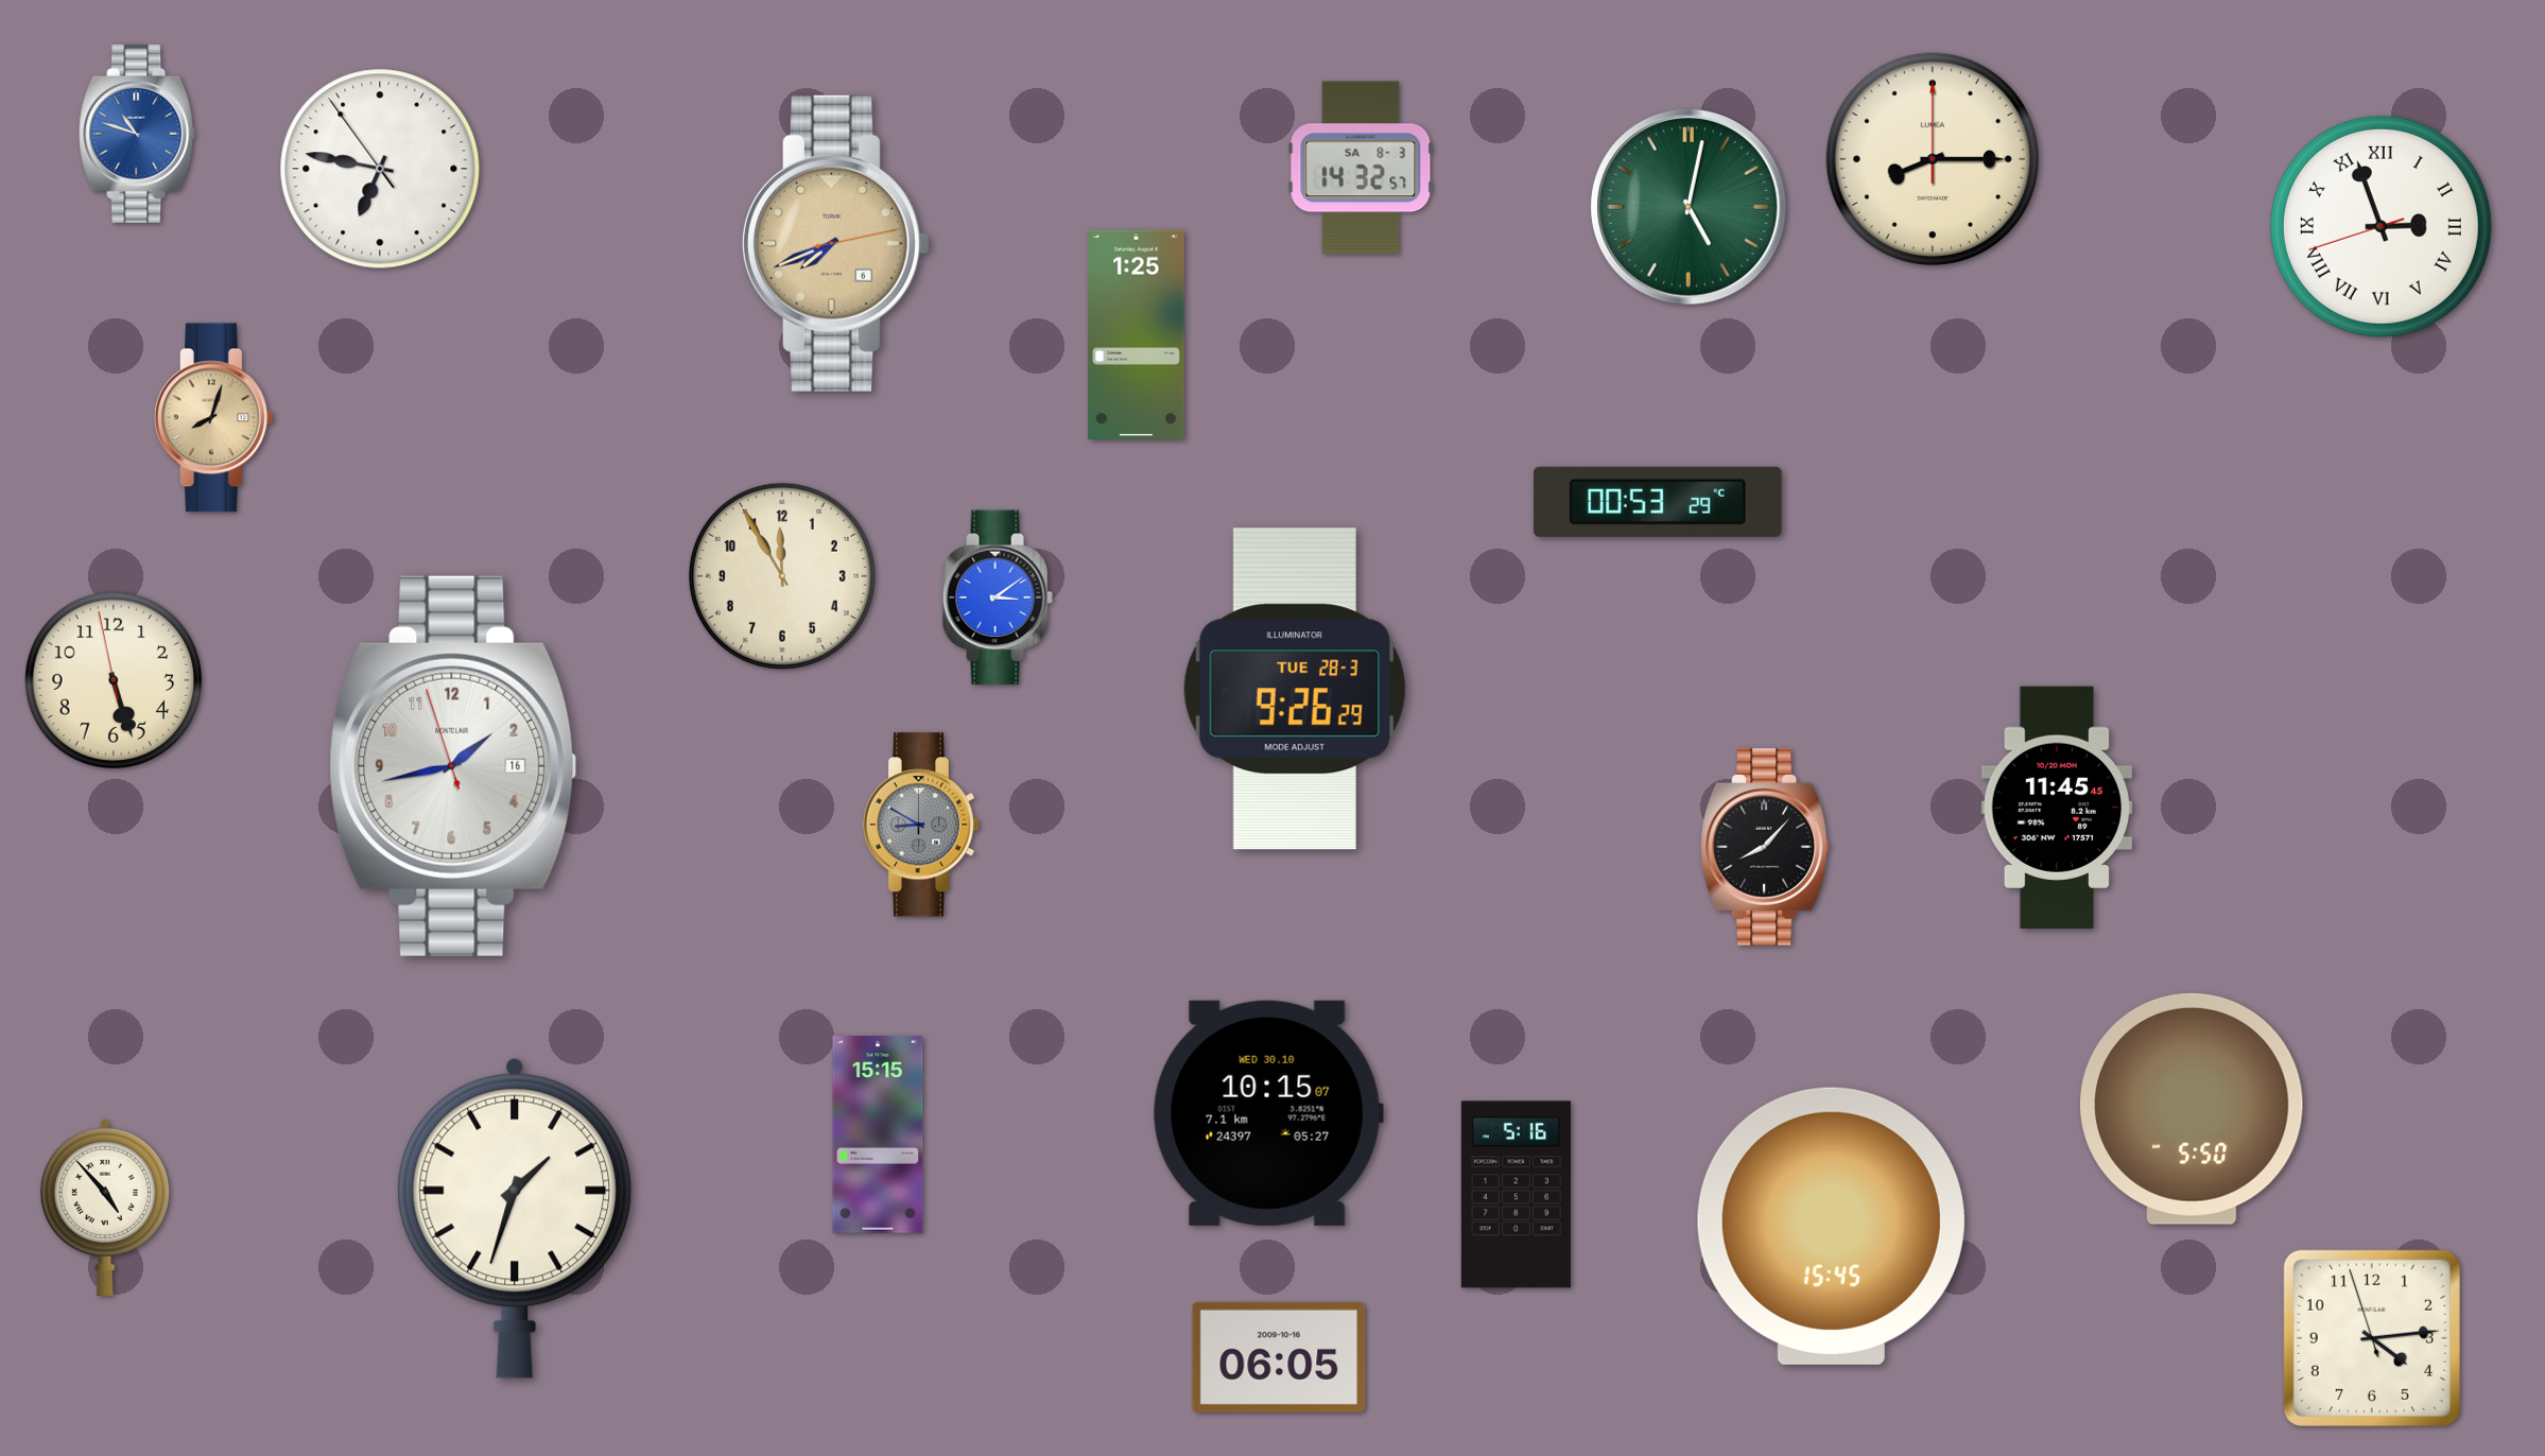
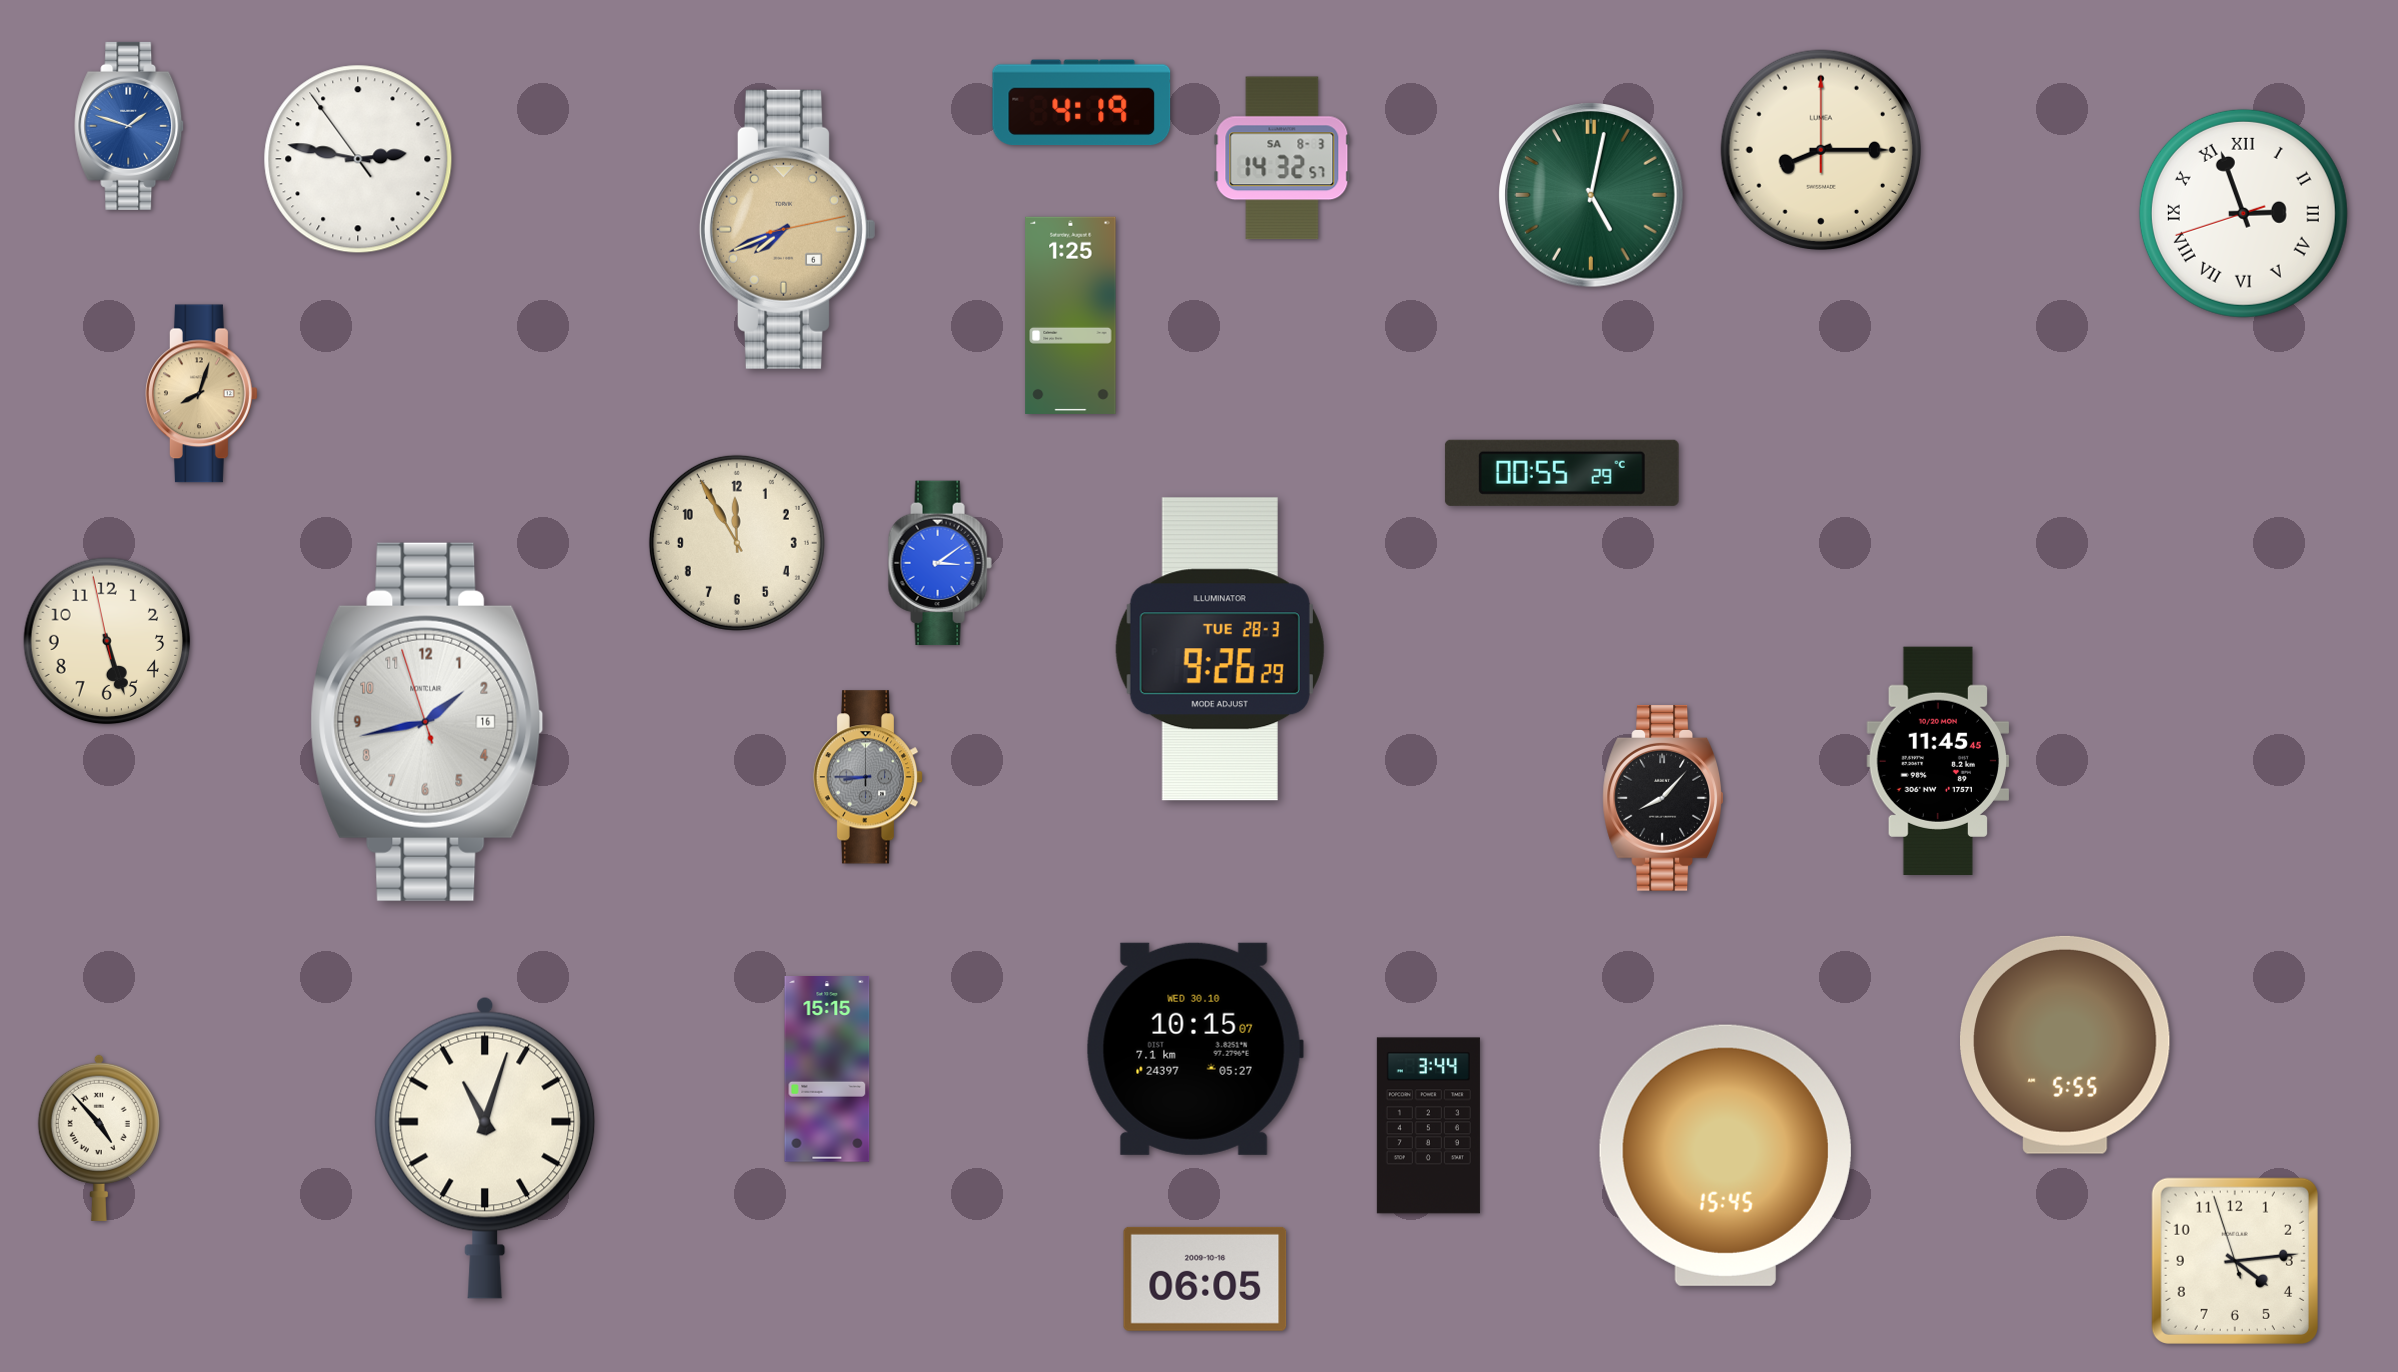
clock at (1082, 103): none -> 4:19
clock at (138, 134): 10:48 -> 1:48
clock at (380, 169): 6:46 -> 2:46
clock at (1658, 502): 00:53 -> 00:55
clock at (921, 825): 8:50 -> 8:45
clock at (2193, 1109): 5:50 -> 5:55
clock at (1516, 1195): 5:16 -> 3:44
clock at (515, 1218): 1:33 -> 11:03
